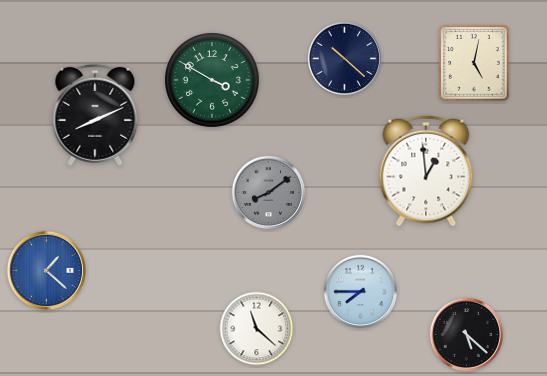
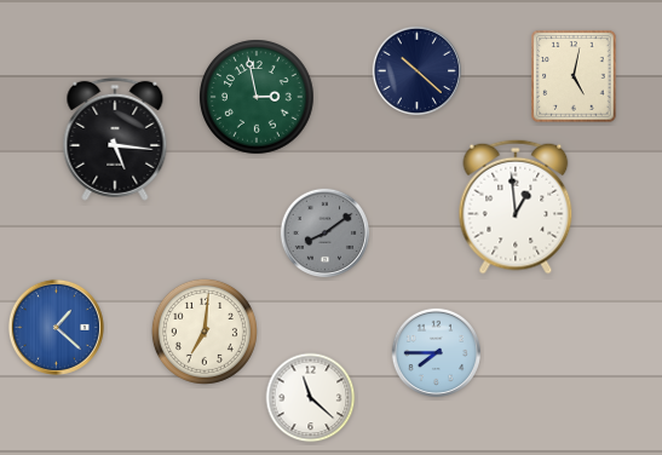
clock at (213, 81): 3:50 -> 2:58
clock at (95, 115): 8:11 -> 5:16
clock at (205, 332): none -> 7:01
clock at (466, 334): 5:22 -> none
